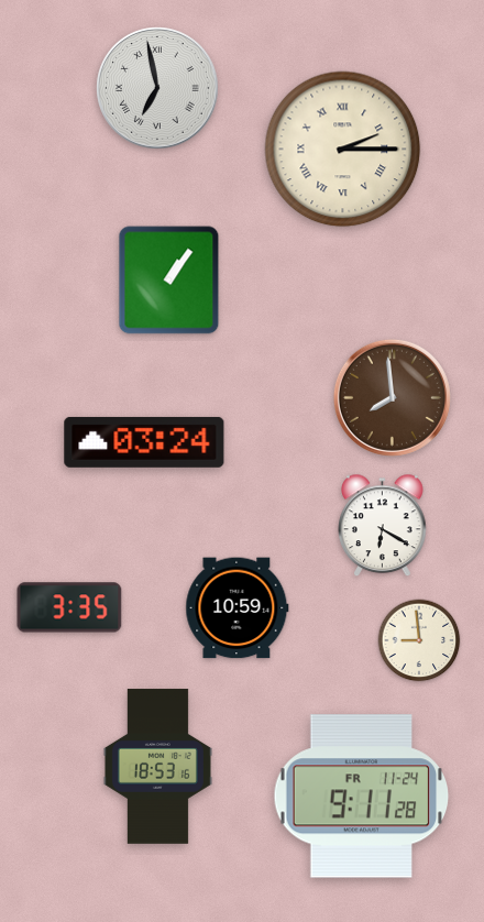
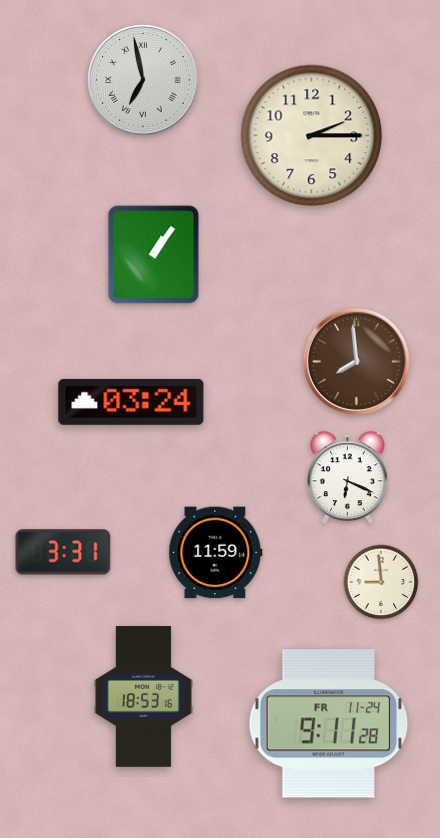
clock at (343, 150) numerals: Roman -> Arabic
clock at (383, 526): 6:20 -> 6:19
clock at (69, 607): 3:35 -> 3:31
clock at (238, 608): 10:59 -> 11:59
